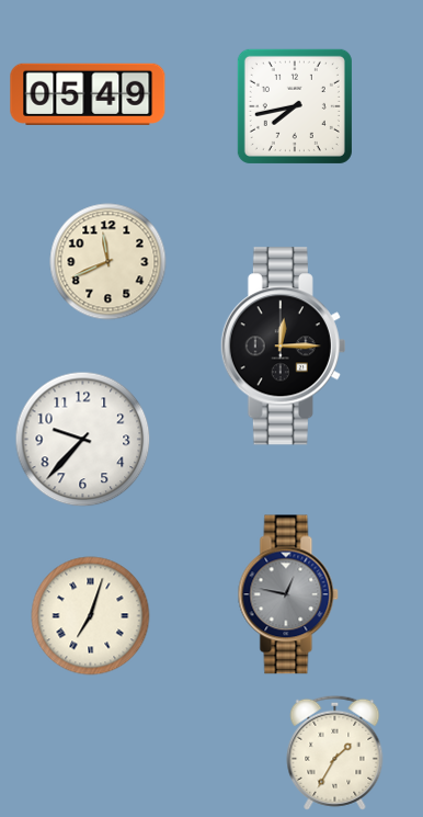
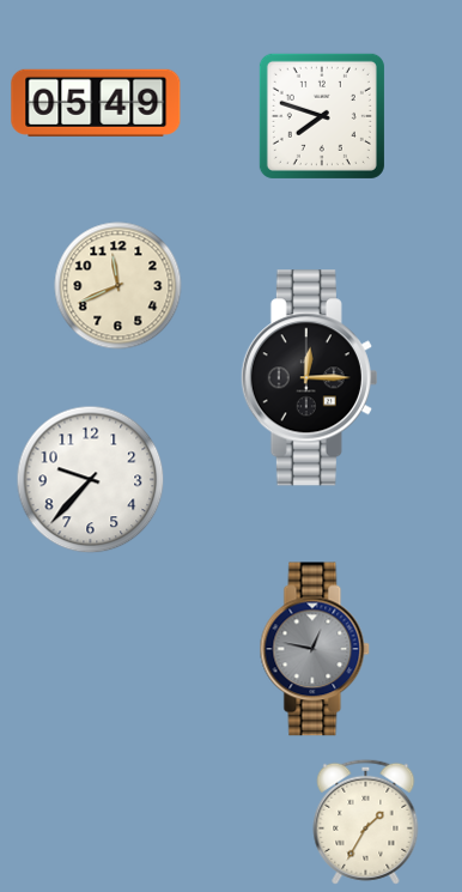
clock at (295, 106): 7:43 -> 7:48
clock at (91, 616): 7:03 -> none
